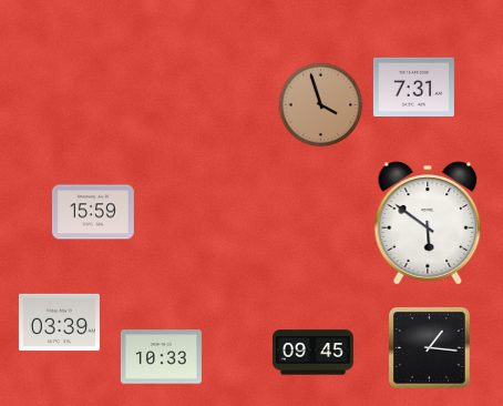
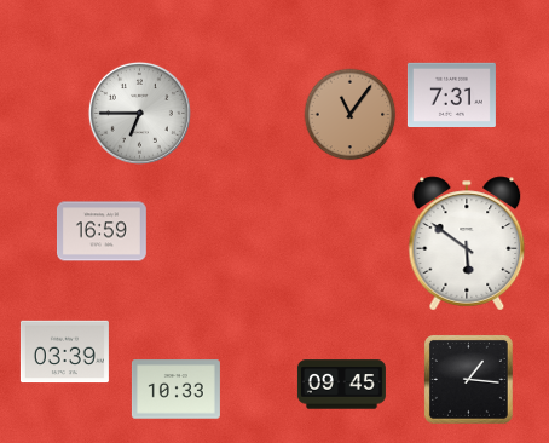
clock at (139, 113): none -> 6:45
clock at (321, 105): 3:57 -> 11:06
clock at (93, 212): 15:59 -> 16:59
